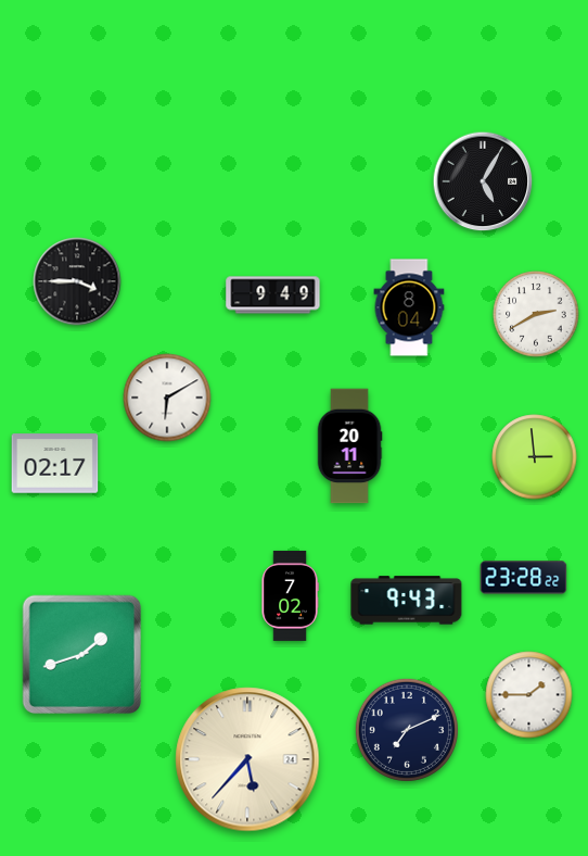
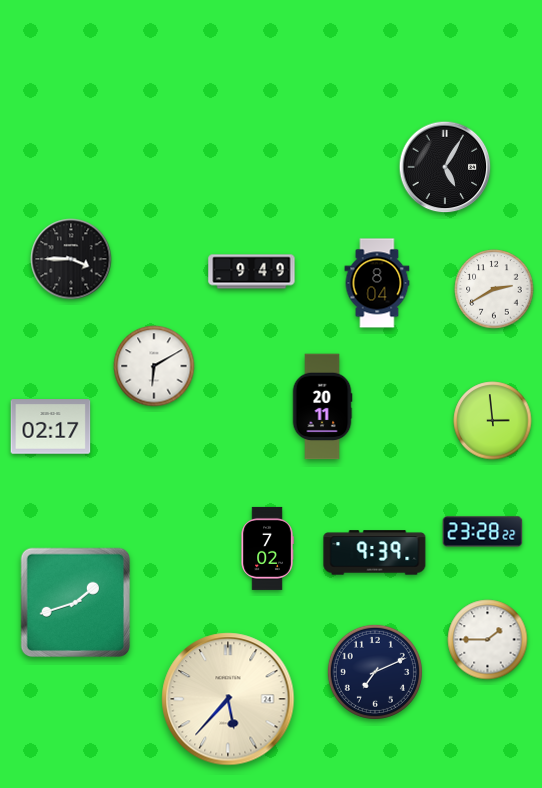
clock at (349, 446) position: (349, 446) -> (322, 407)
clock at (407, 601): 9:43 -> 9:39
